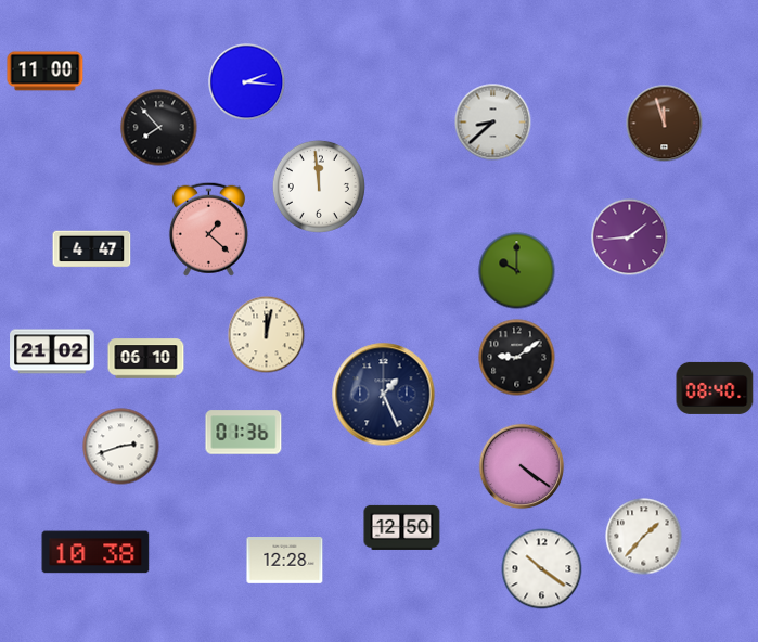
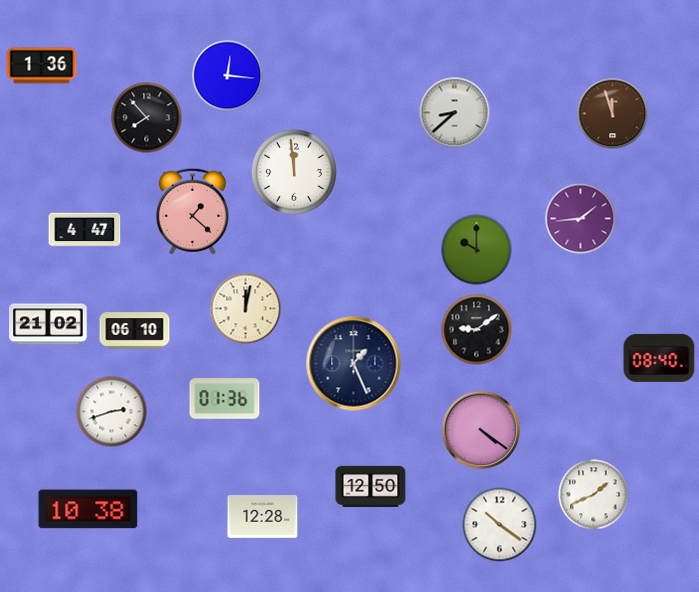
clock at (46, 72): 11:00 -> 1:36
clock at (247, 82): 2:16 -> 12:16
clock at (644, 537): 1:37 -> 1:41
